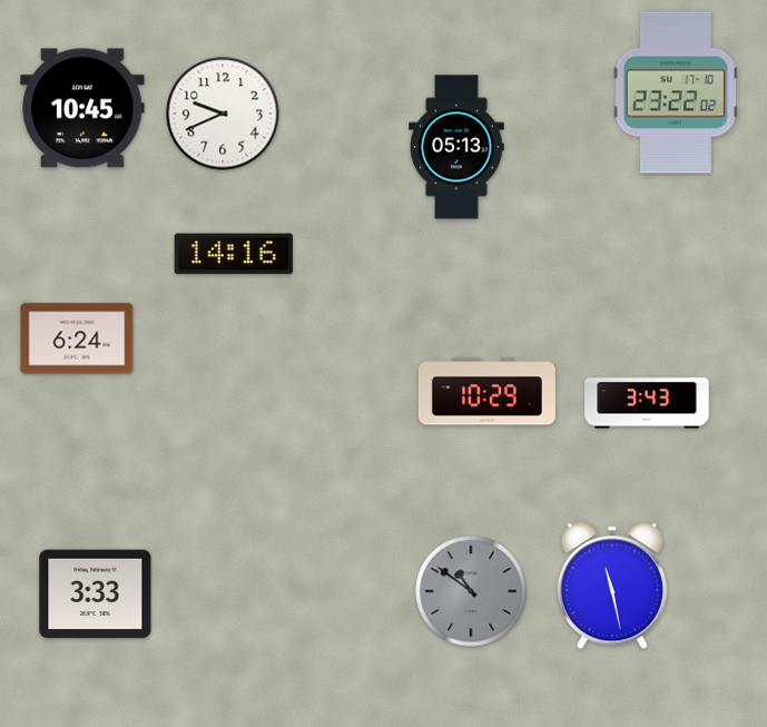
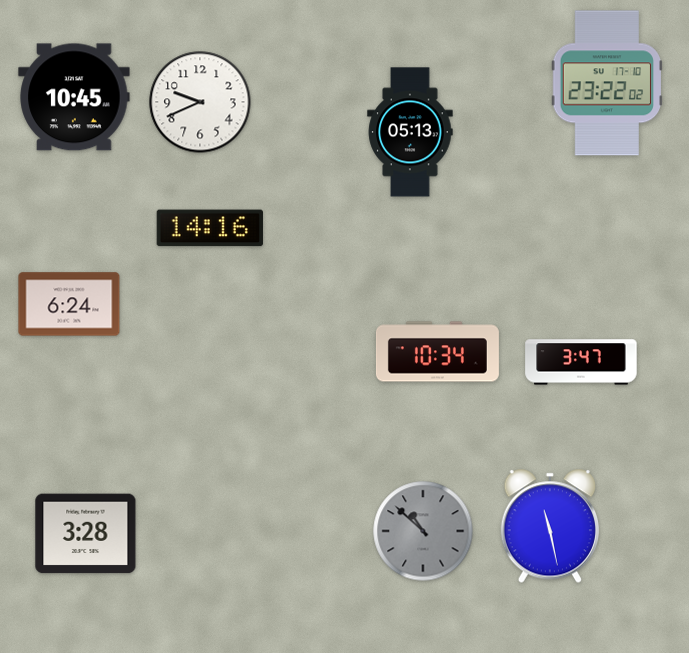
clock at (486, 392): 10:29 -> 10:34
clock at (647, 403): 3:43 -> 3:47
clock at (471, 591): 10:51 -> 10:52
clock at (96, 595): 3:33 -> 3:28
